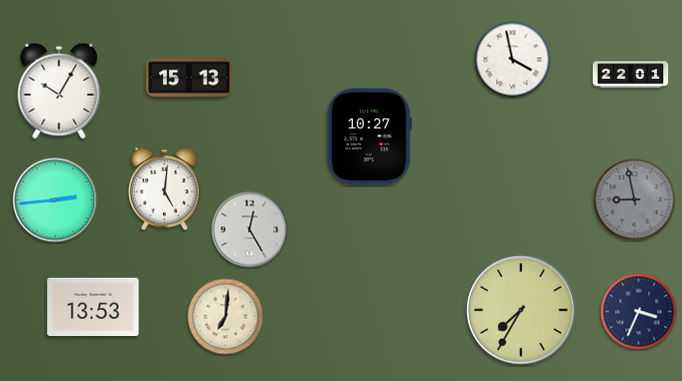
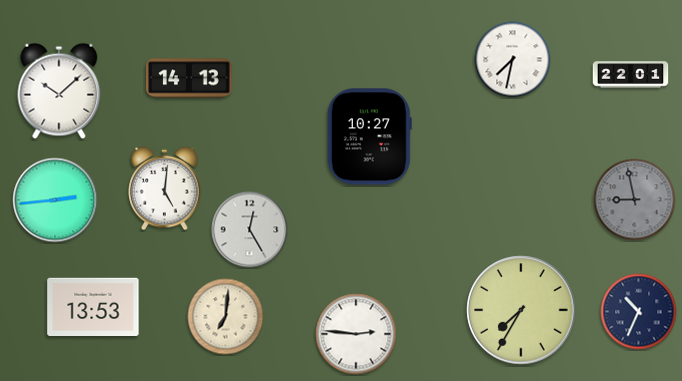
clock at (513, 60): 3:58 -> 7:32
clock at (189, 78): 15:13 -> 14:13
clock at (59, 91): 10:05 -> 10:08
clock at (639, 312): 3:34 -> 10:34
clock at (356, 334): none -> 2:46
